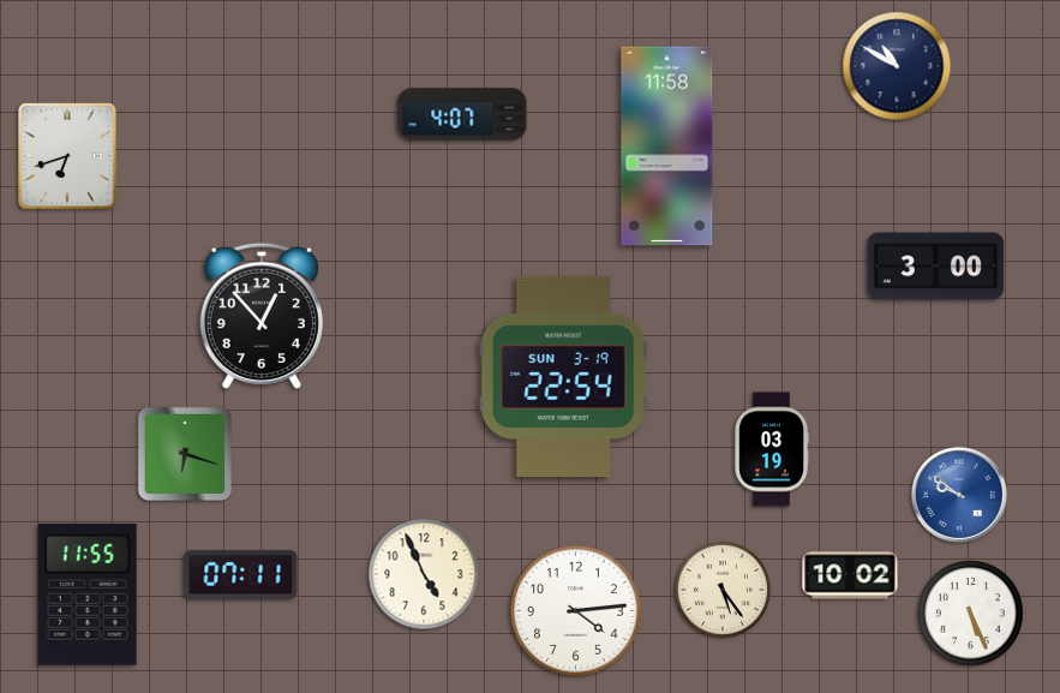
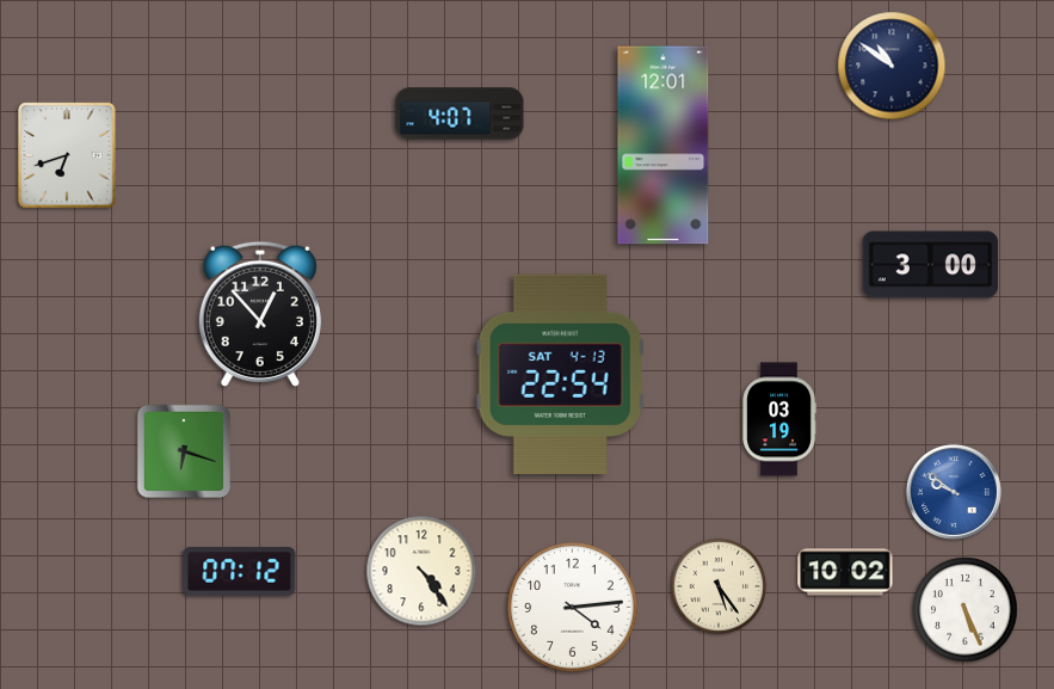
clock at (897, 66): 10:50 -> 10:51
clock at (667, 147): 11:58 -> 12:01
clock at (563, 376) date: SUN 3-19 -> SAT 4-13
clock at (772, 449) position: (772, 449) -> (779, 419)
clock at (424, 574): 4:56 -> 4:24
clock at (241, 575): 07:11 -> 07:12
clock at (88, 596): 11:55 -> none
